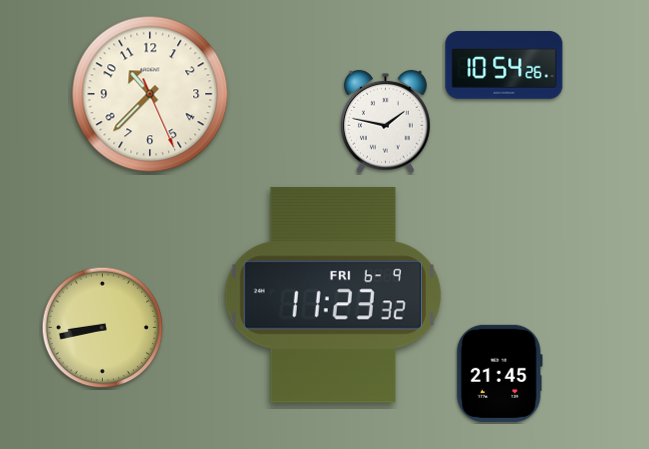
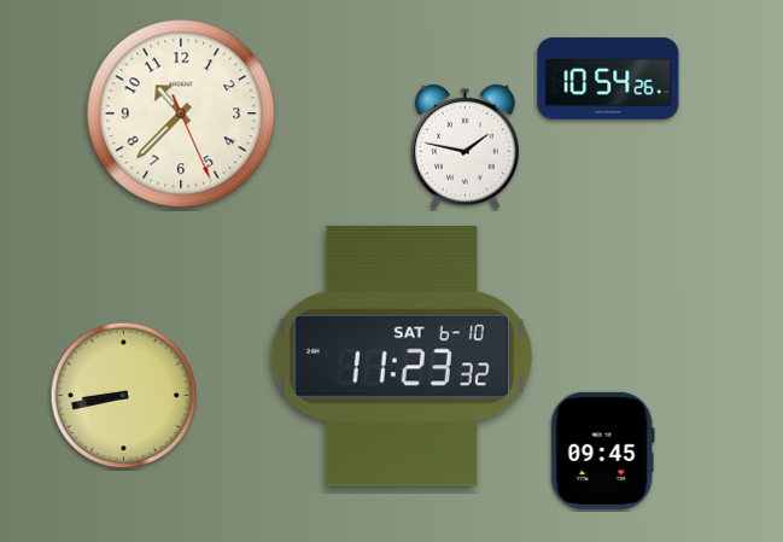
clock at (333, 295) date: FRI 6-9 -> SAT 6-10
clock at (499, 373): 21:45 -> 09:45
